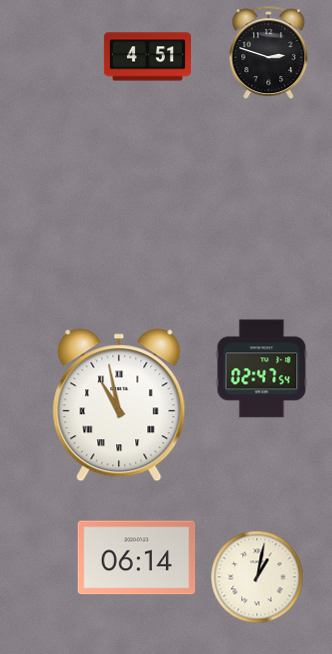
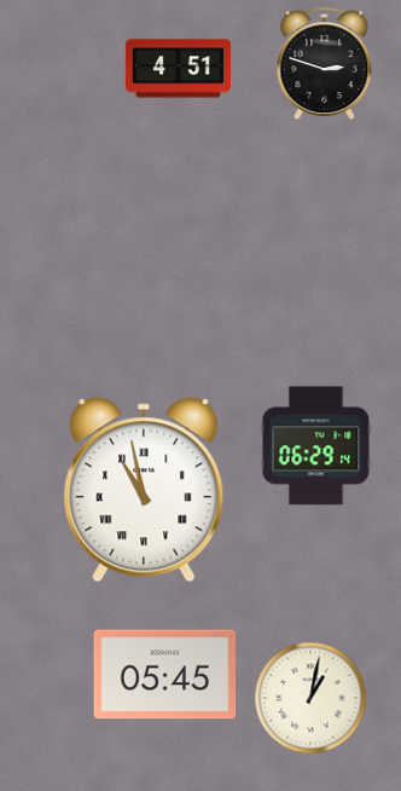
clock at (262, 369): 02:47 -> 06:29
clock at (137, 558): 06:14 -> 05:45
